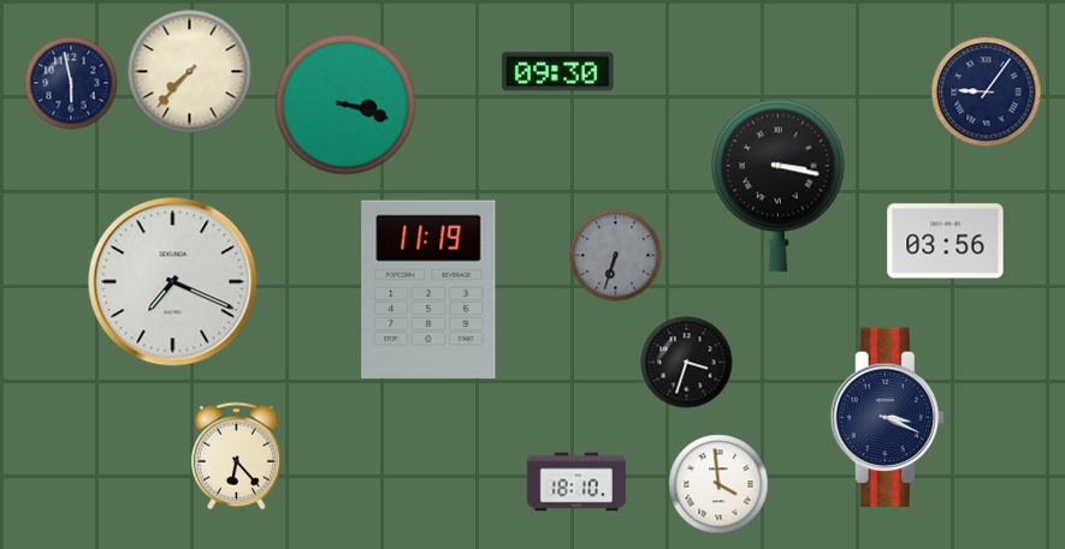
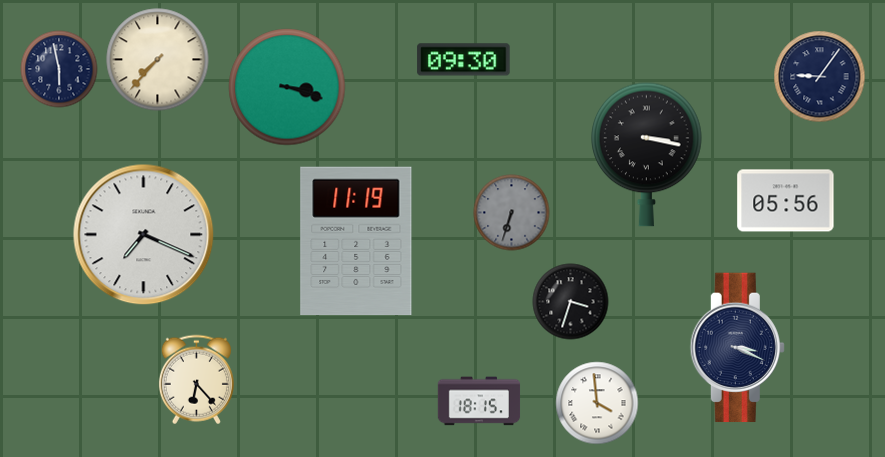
clock at (946, 241): 03:56 -> 05:56
clock at (576, 482): 18:10 -> 18:15
